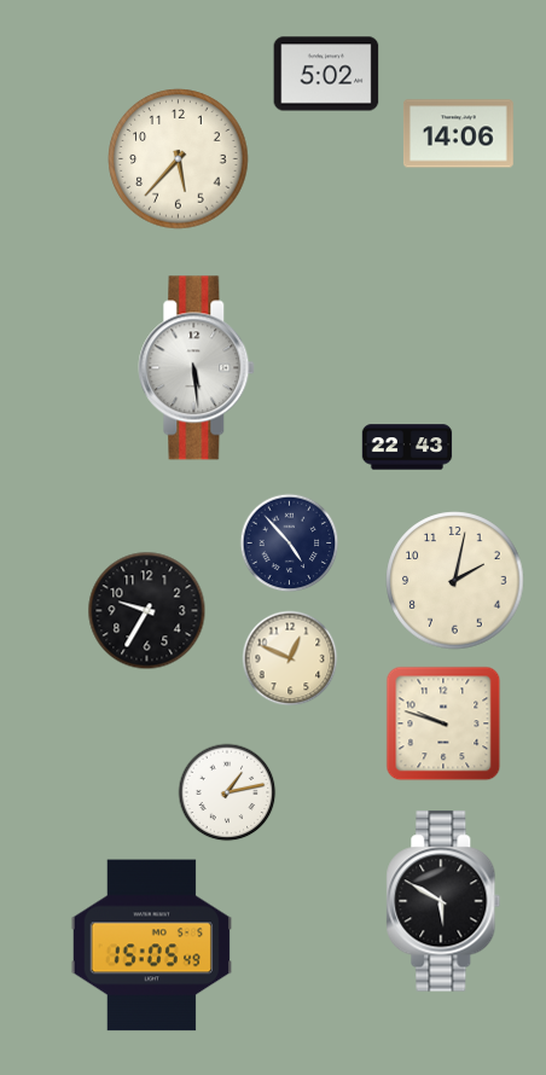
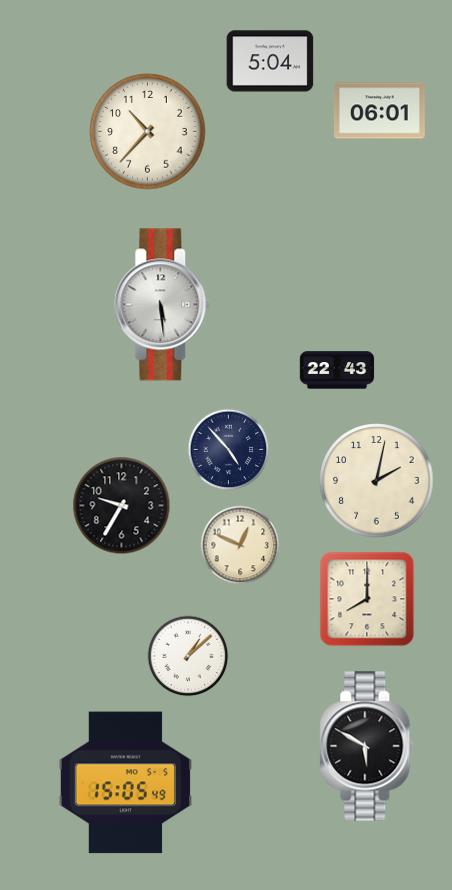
clock at (326, 74): 5:02 -> 5:04
clock at (458, 134): 14:06 -> 06:01
clock at (179, 159): 5:37 -> 10:37
clock at (290, 544) position: (290, 544) -> (229, 450)
clock at (443, 724): 9:48 -> 8:00
clock at (227, 792): 1:13 -> 1:08
